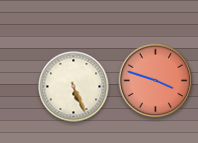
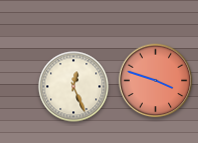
clock at (74, 87): 5:26 -> 12:26
